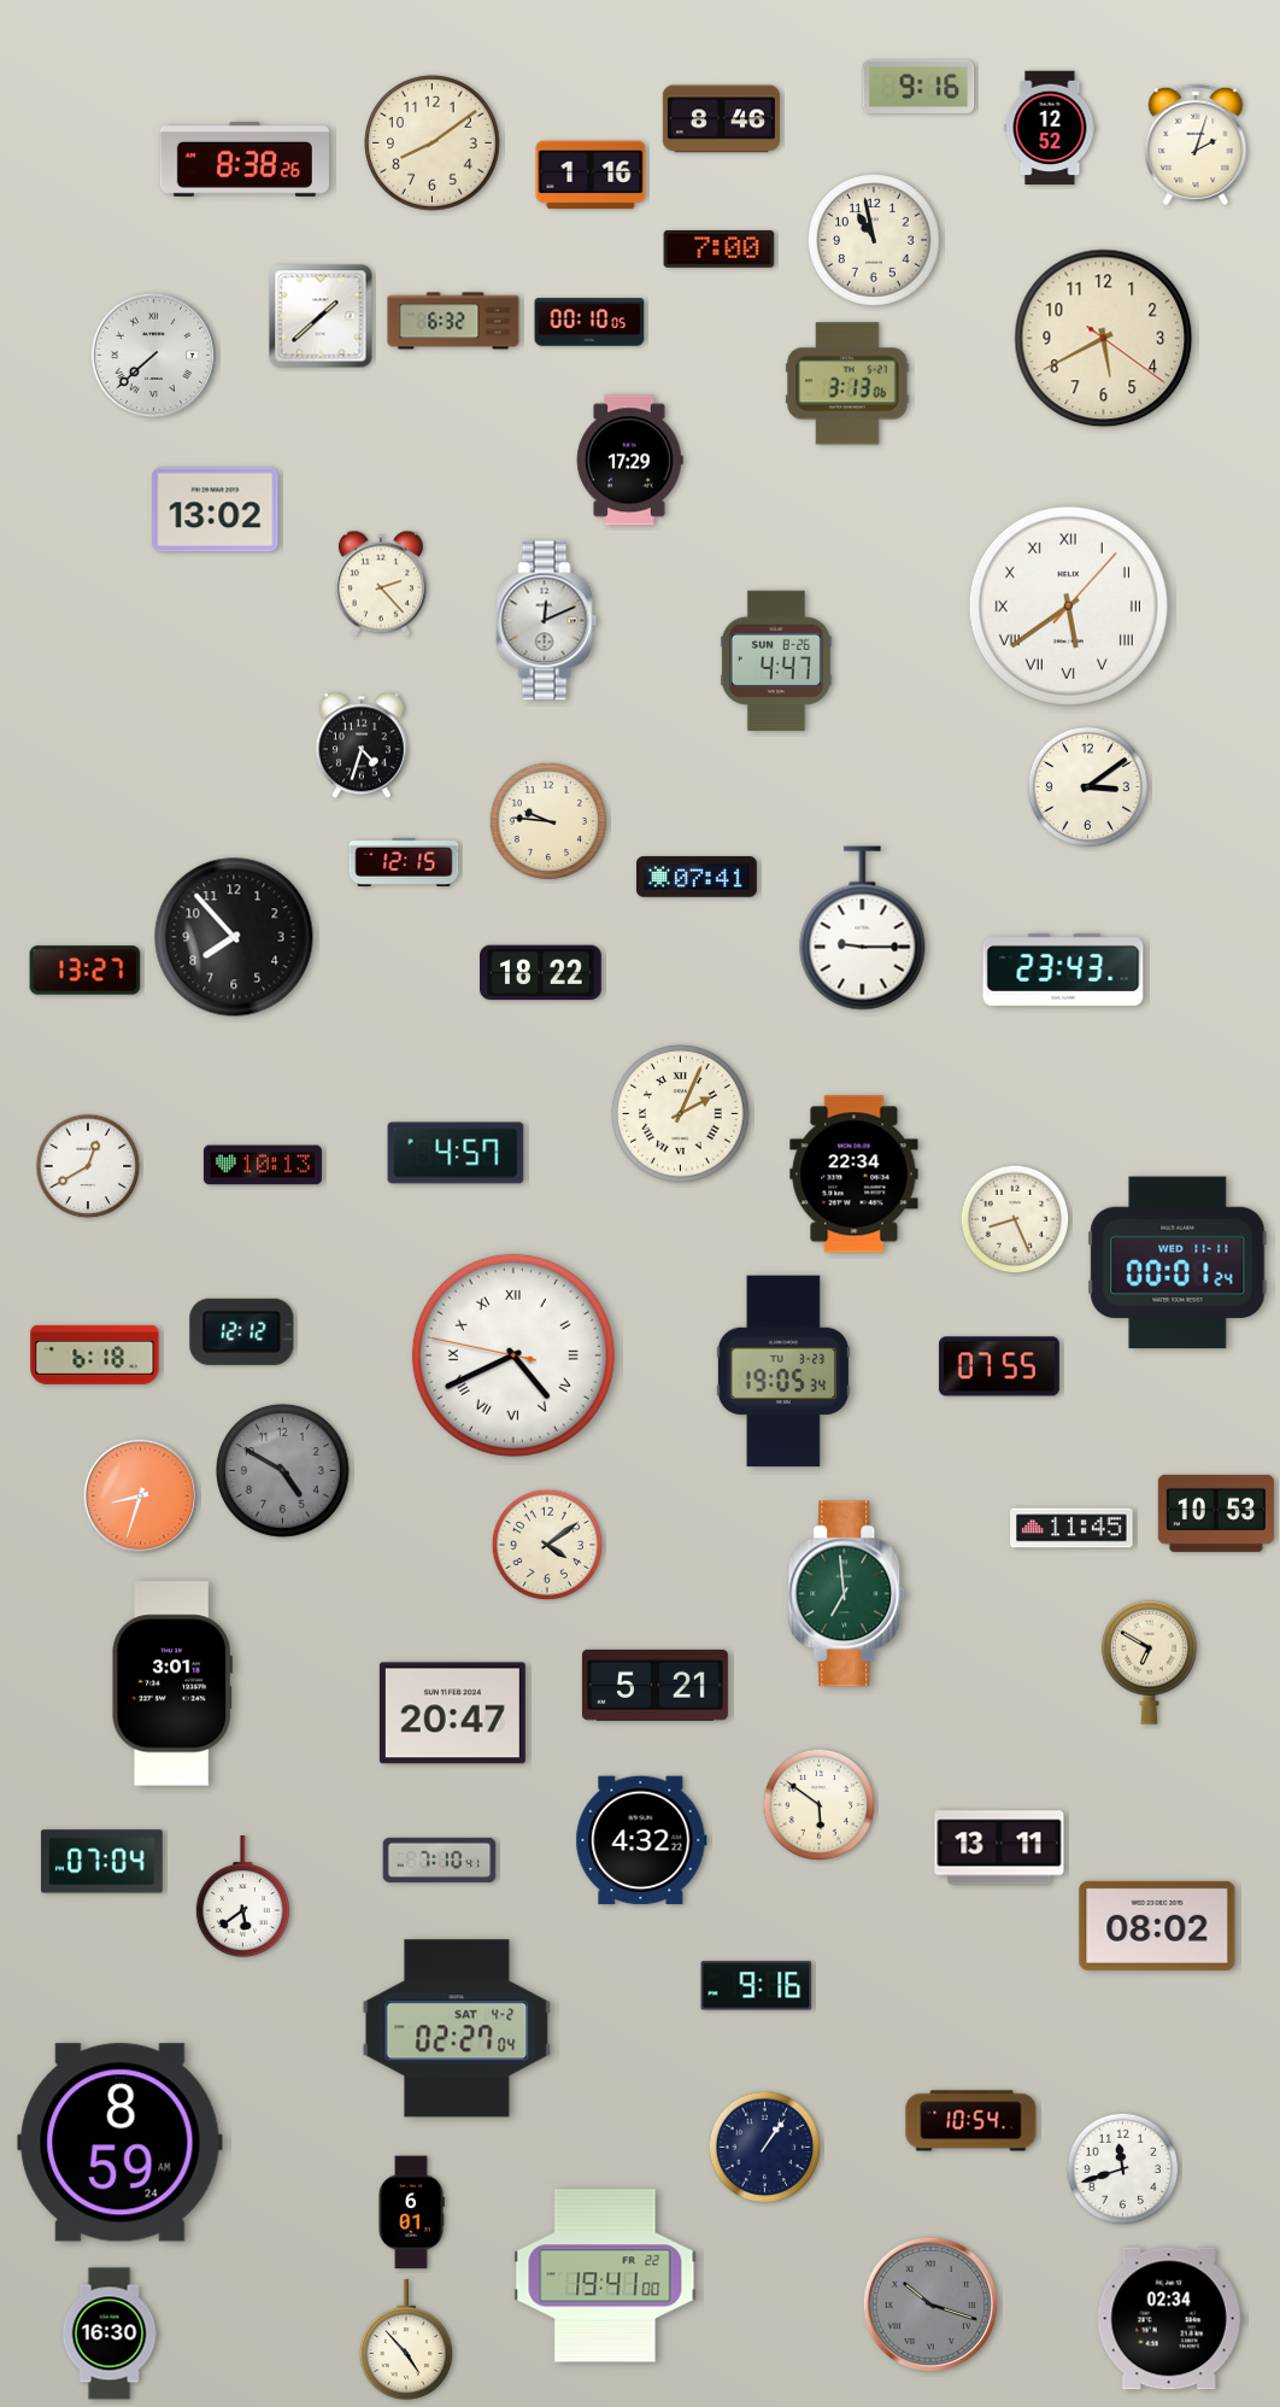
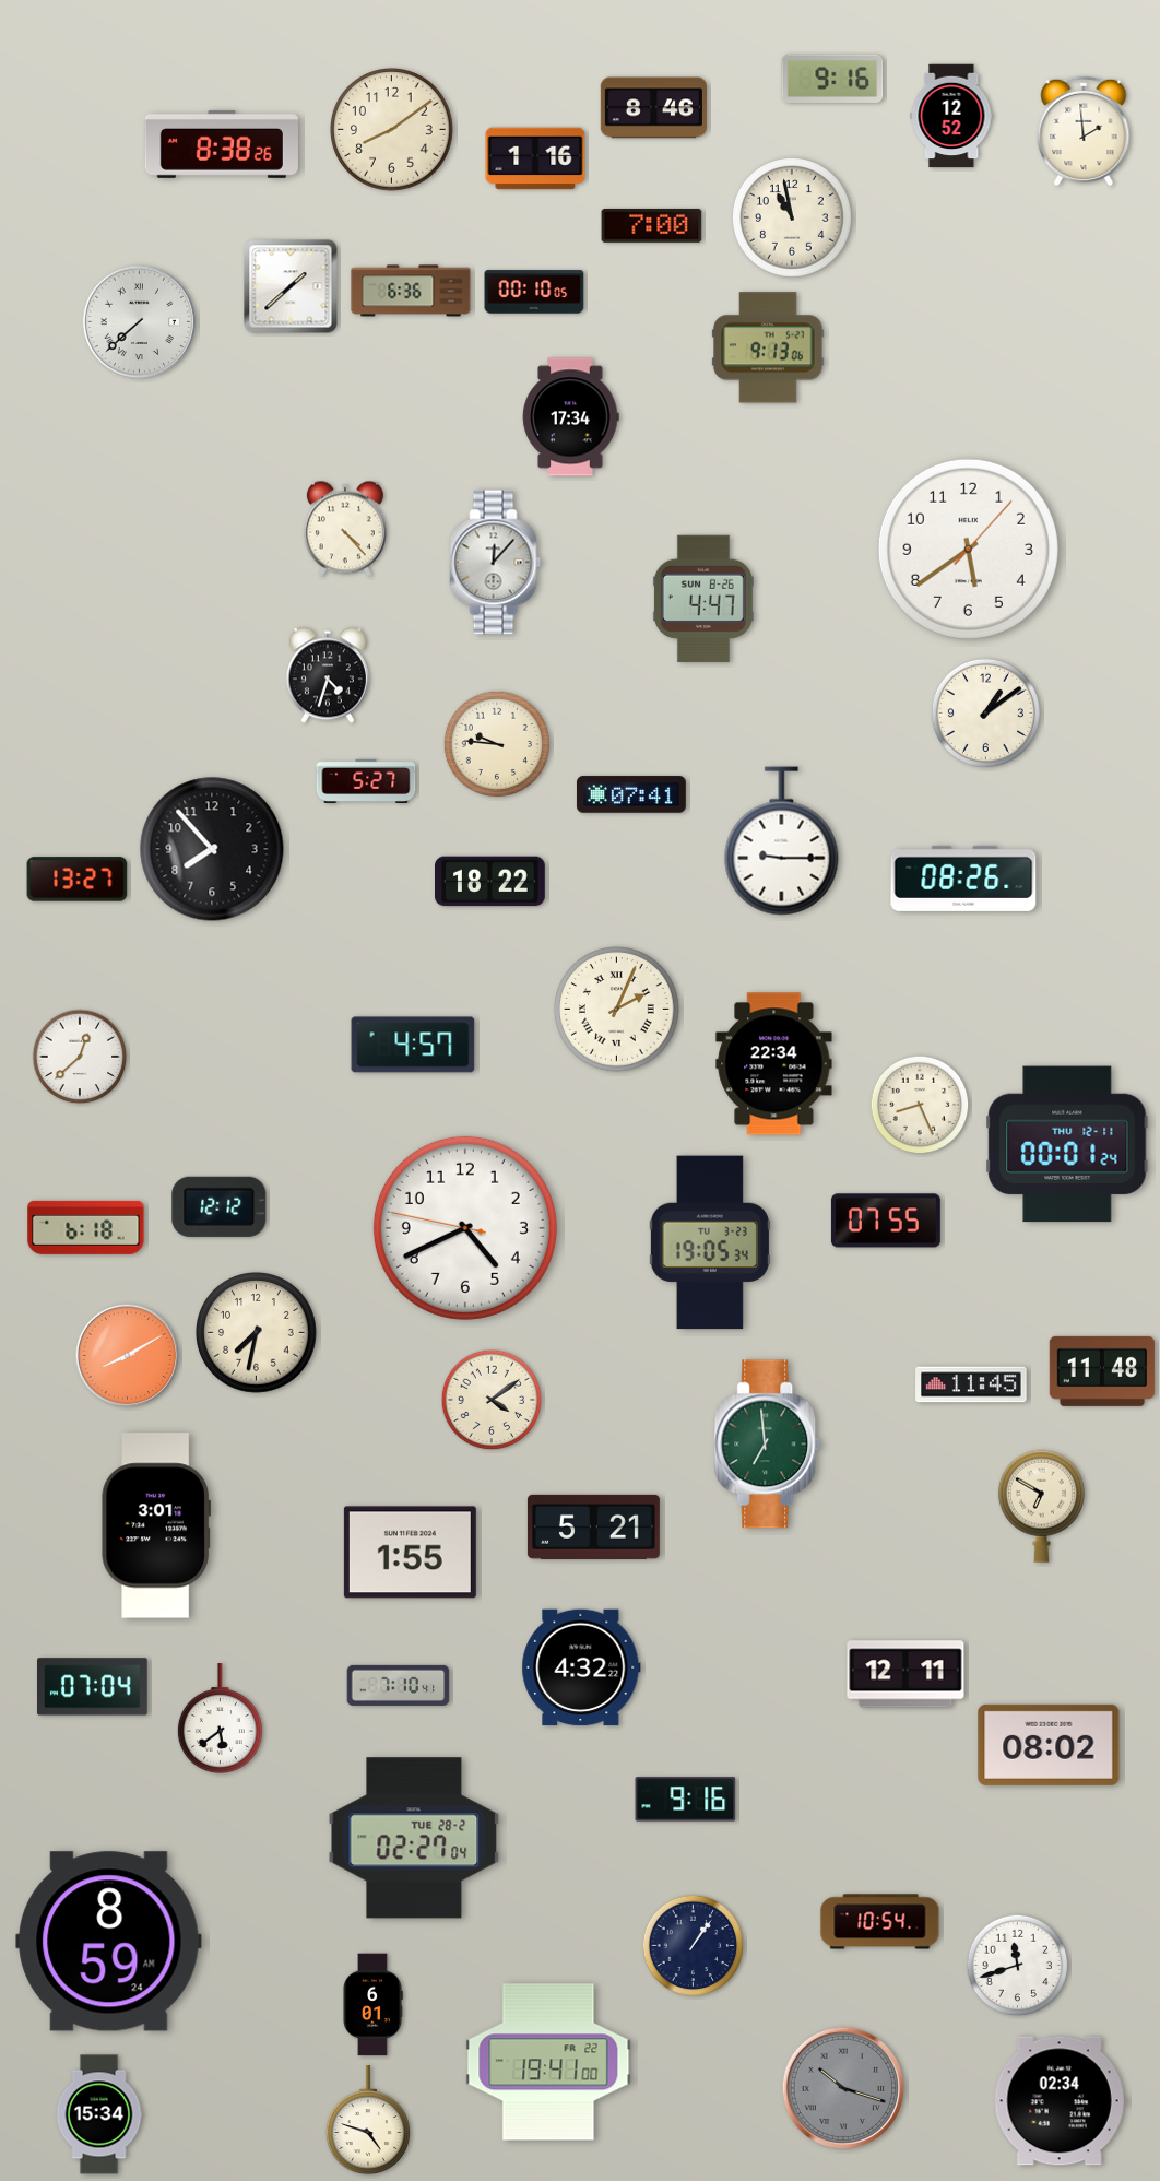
clock at (1196, 145): 2:03 -> 1:59
clock at (453, 321): 6:32 -> 6:36
clock at (1104, 339): 5:40 -> none
clock at (847, 383): 3:13 -> 9:13
clock at (629, 461): 17:29 -> 17:34
clock at (216, 510): 13:02 -> none
clock at (381, 584): 2:23 -> 4:23
clock at (1068, 605) numerals: Roman -> Arabic
clock at (547, 621): 12:11 -> 12:07
clock at (1087, 786): 3:09 -> 1:09
clock at (404, 861): 12:15 -> 5:27
clock at (1063, 970): 23:43 -> 08:26
clock at (263, 1165): 10:13 -> none
clock at (88, 1166): 12:40 -> 12:38
clock at (1178, 1263) date: WED 11-11 -> THU 12-11
clock at (513, 1355) numerals: Roman -> Arabic
clock at (999, 1366) position: (999, 1366) -> (886, 1221)
clock at (283, 1471): 4:50 -> 7:32
clock at (283, 1471) dial: grey -> cream
clock at (141, 1497): 8:33 -> 8:10
clock at (1216, 1513): 10:53 -> 11:48
clock at (547, 1545) position: (547, 1545) -> (492, 1400)
clock at (452, 1714): 20:47 -> 1:55
clock at (820, 1805): 5:51 -> none
clock at (999, 1847): 13:11 -> 12:11
clock at (457, 2028) date: SAT 4-2 -> TUE 28-2
clock at (110, 2333): 16:30 -> 15:34
clock at (406, 2339): 4:53 -> 4:48
